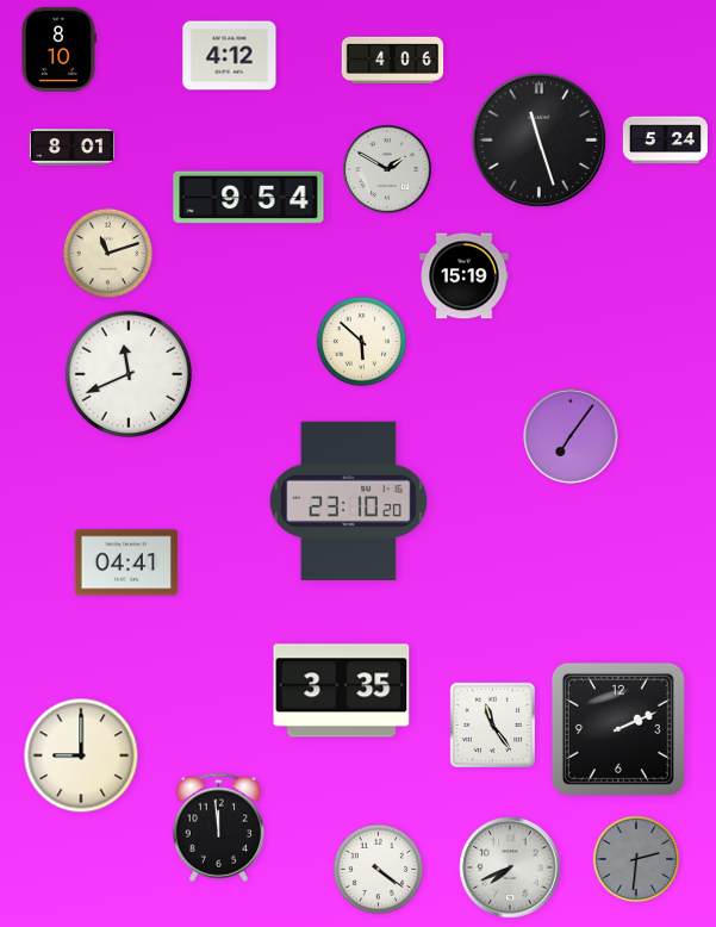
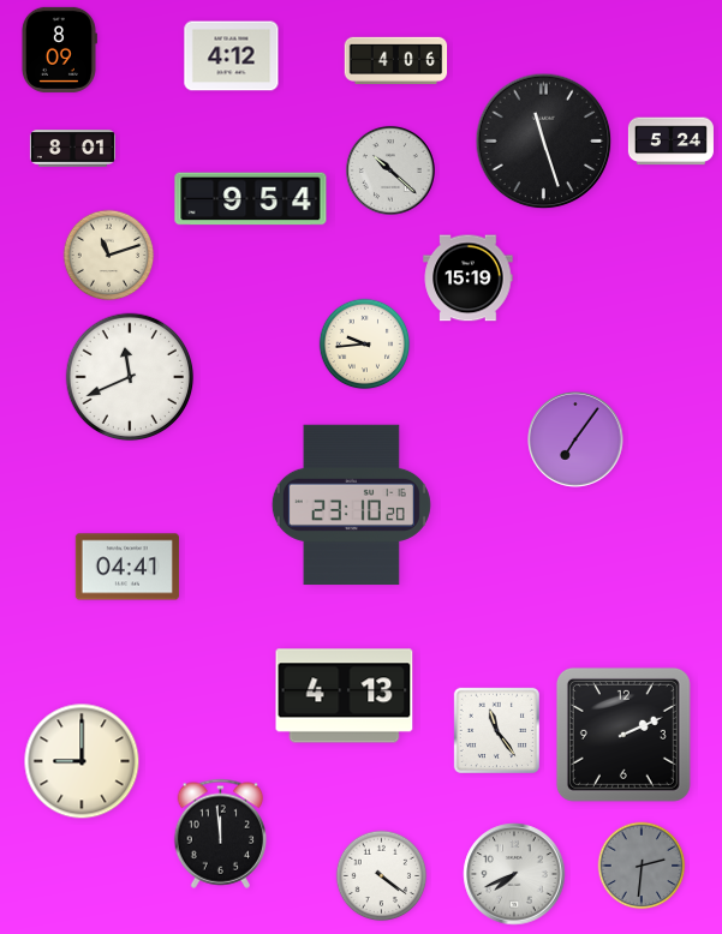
clock at (58, 49): 8:10 -> 8:09
clock at (387, 169): 1:50 -> 10:22
clock at (362, 342): 5:52 -> 9:44
clock at (342, 691): 3:35 -> 4:13
